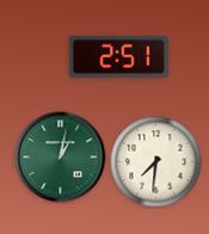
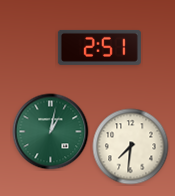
clock at (156, 162) position: (156, 162) -> (131, 147)
